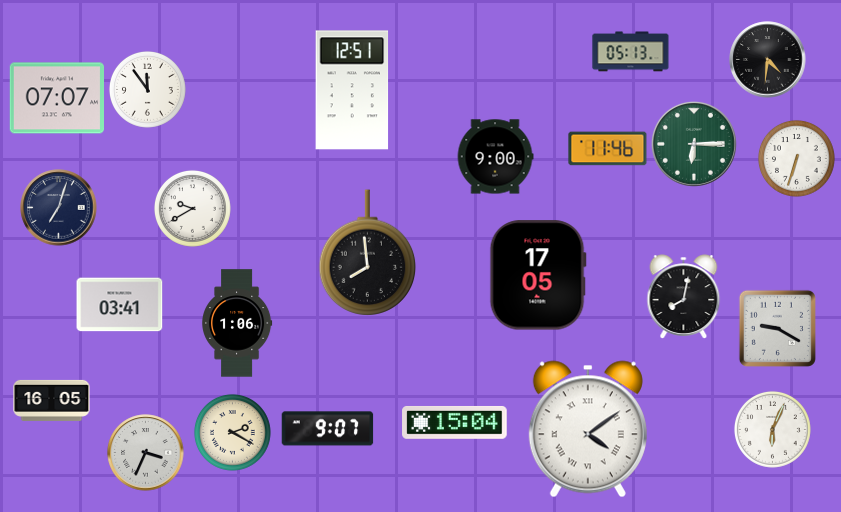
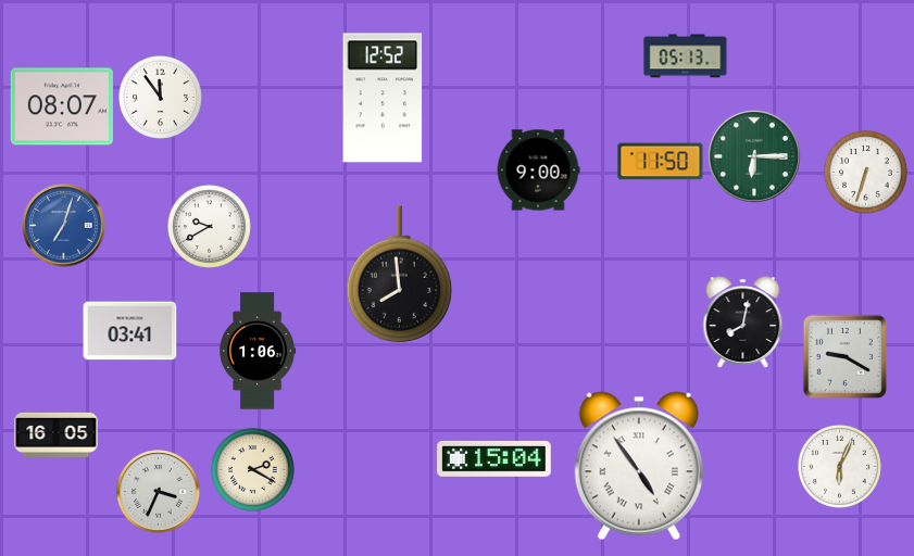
clock at (768, 60): 4:31 -> none
clock at (352, 90): 12:51 -> 12:52
clock at (56, 98): 07:07 -> 08:07
clock at (608, 149): 11:46 -> 11:50
clock at (59, 208) dial: navy -> blue
clock at (538, 275): 17:05 -> none
clock at (328, 429): 9:07 -> none
clock at (588, 429): 4:09 -> 4:54
